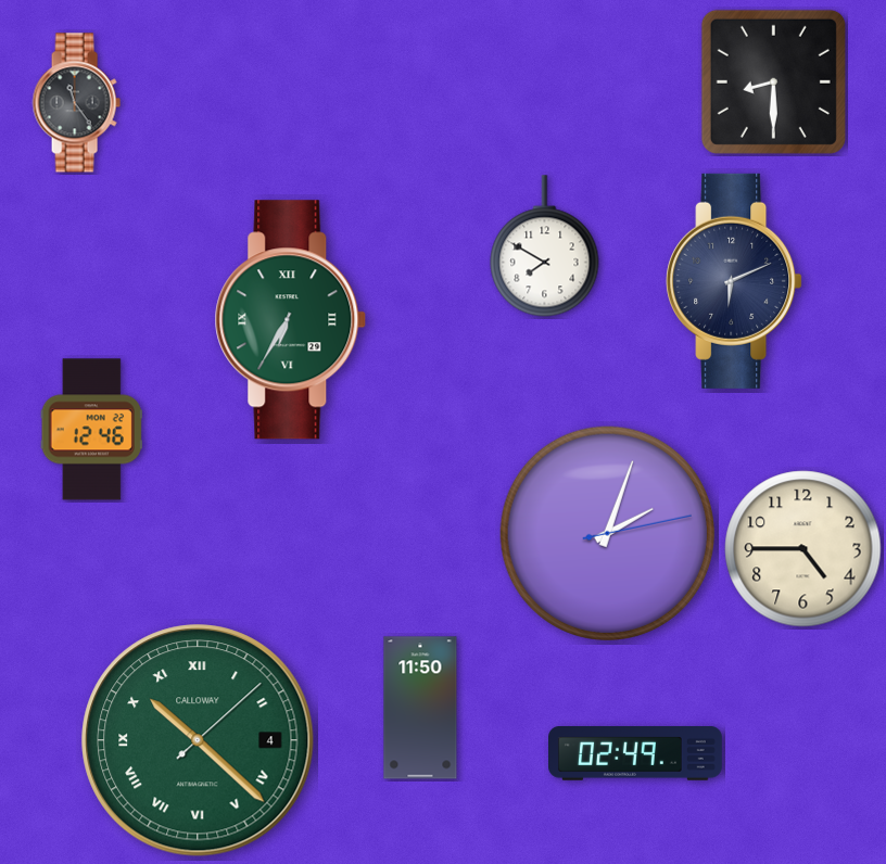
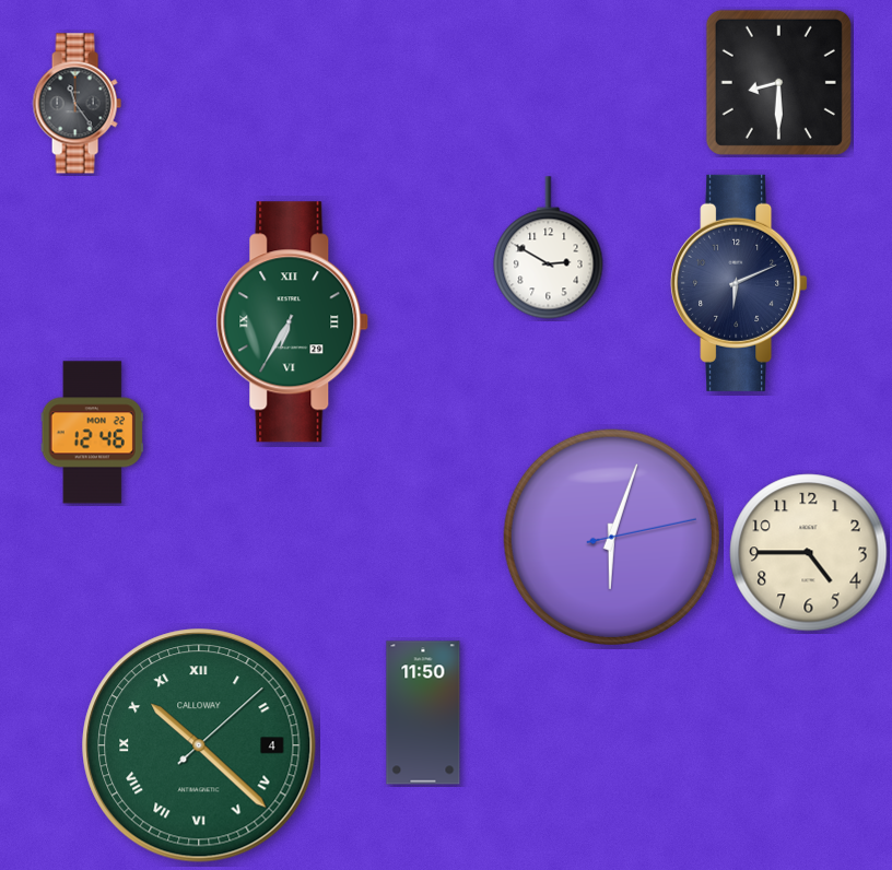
clock at (545, 246): 7:50 -> 2:50
clock at (607, 533): 2:03 -> 6:03
clock at (636, 754): 02:49 -> none
